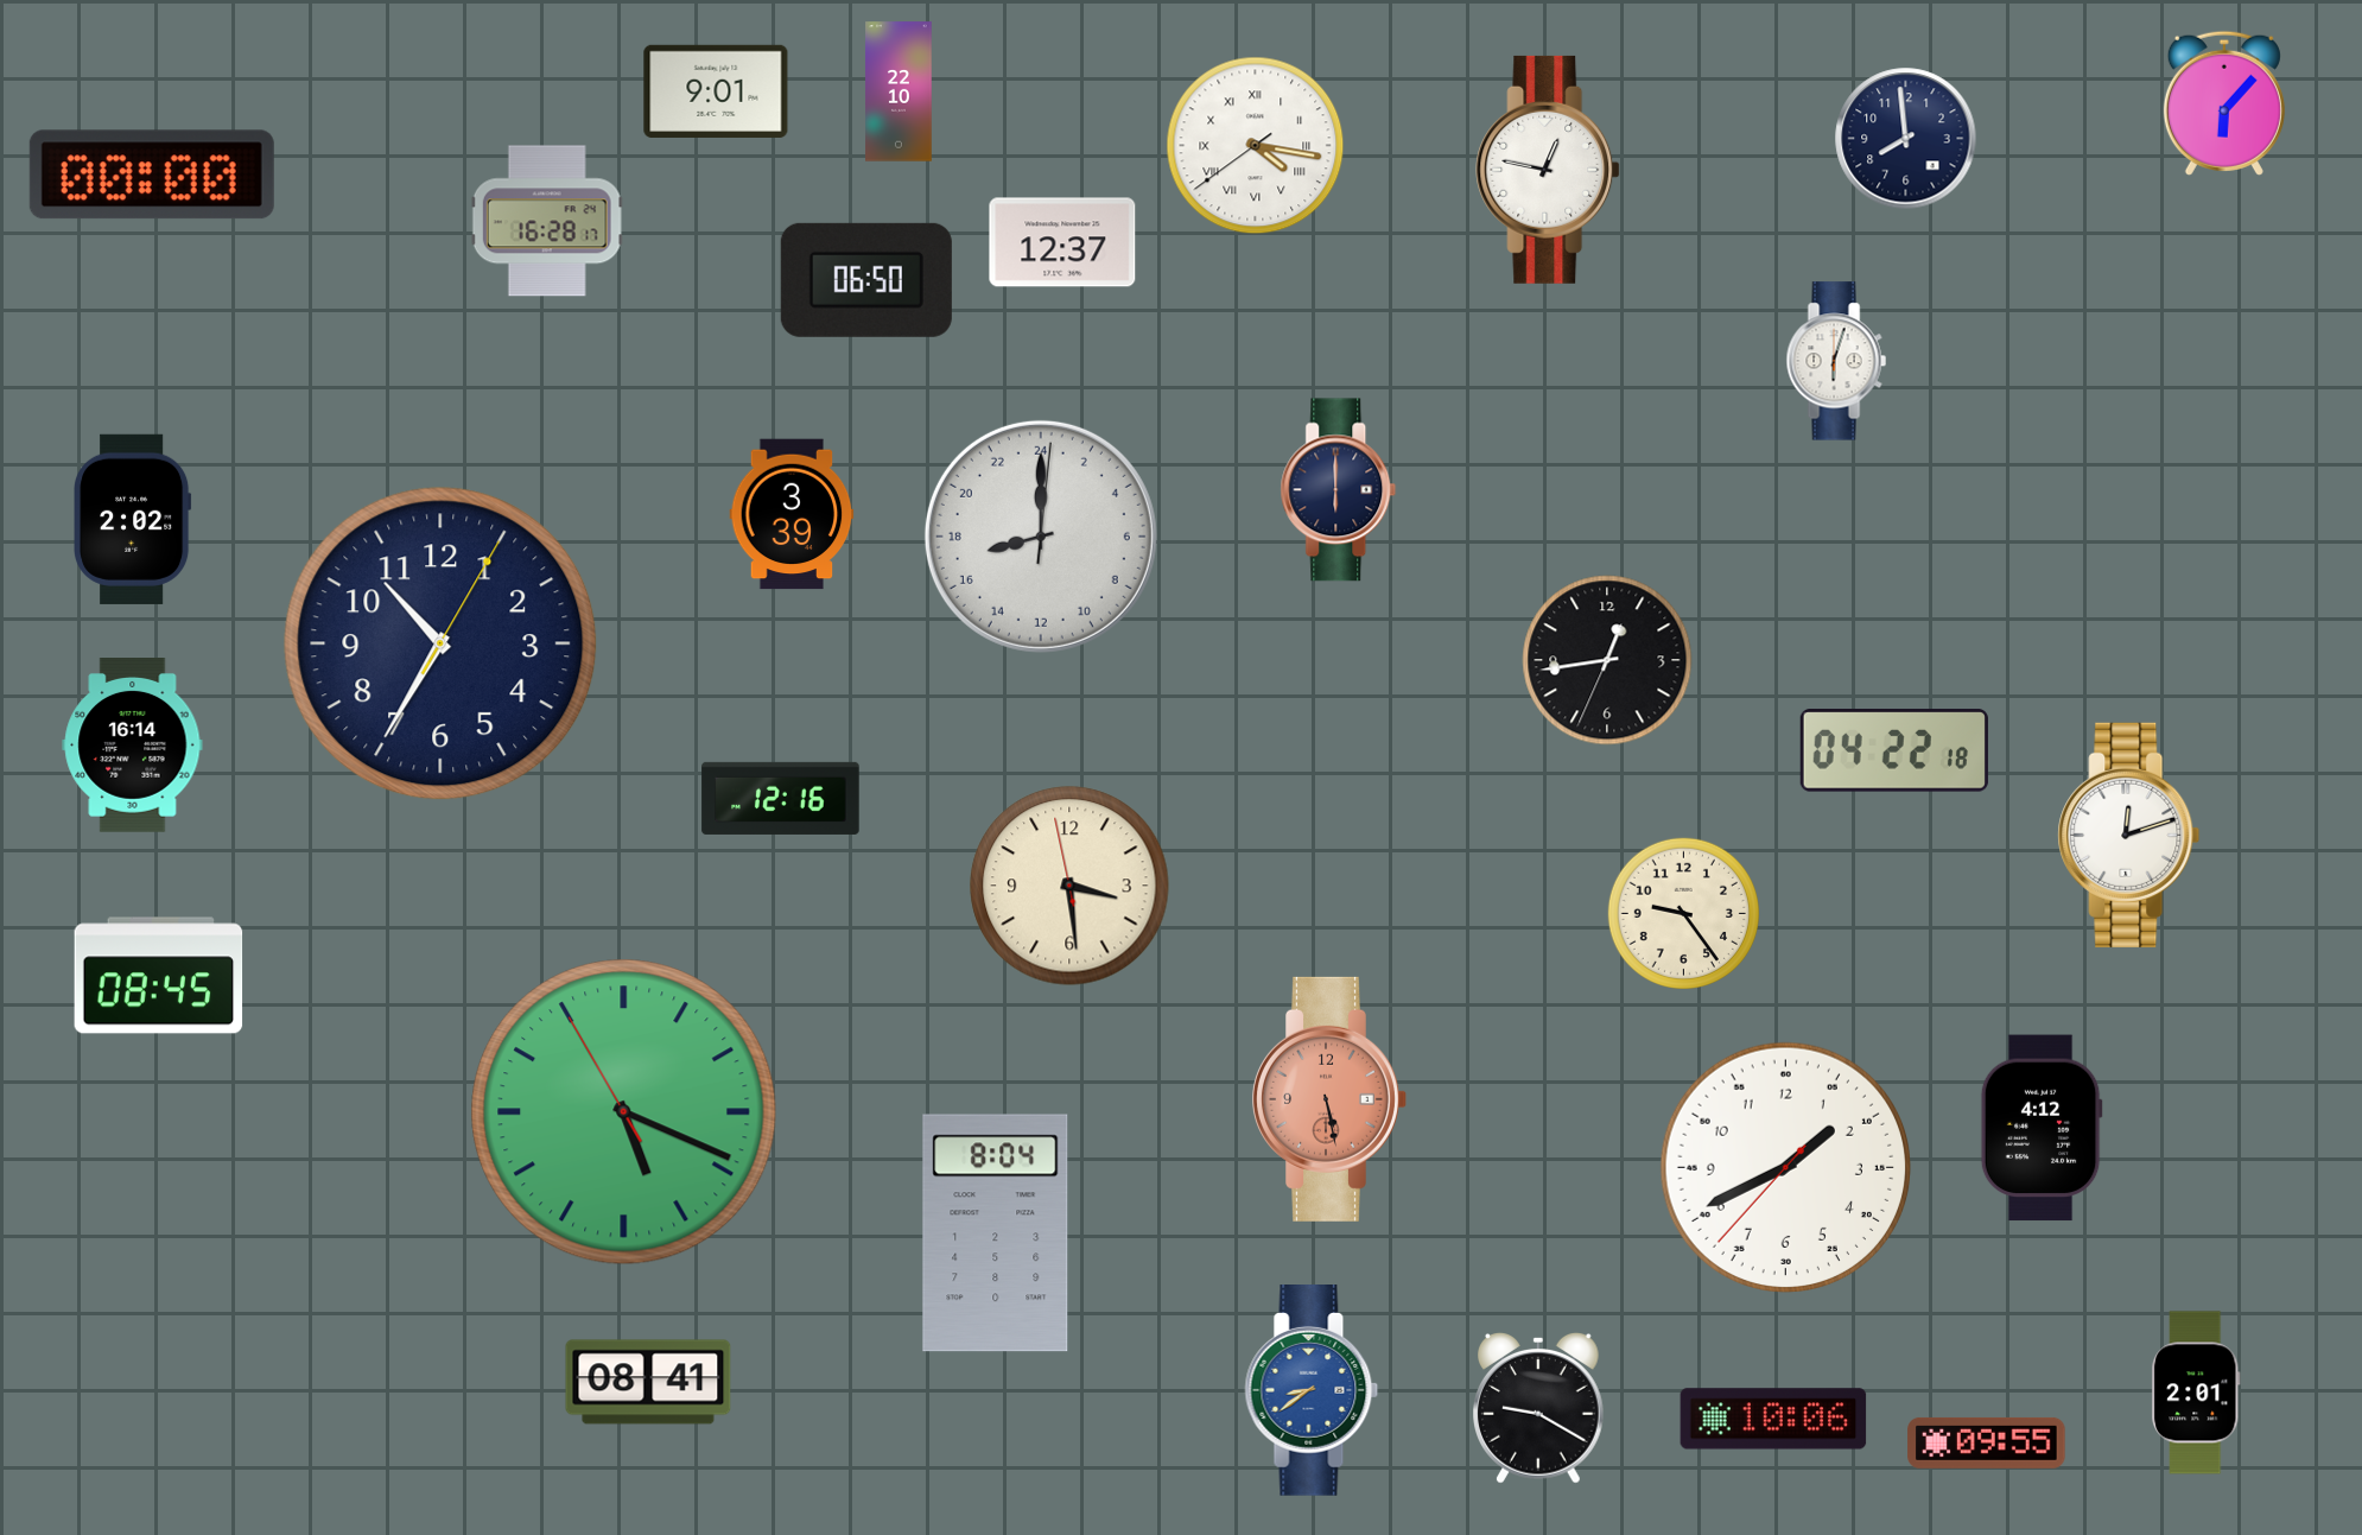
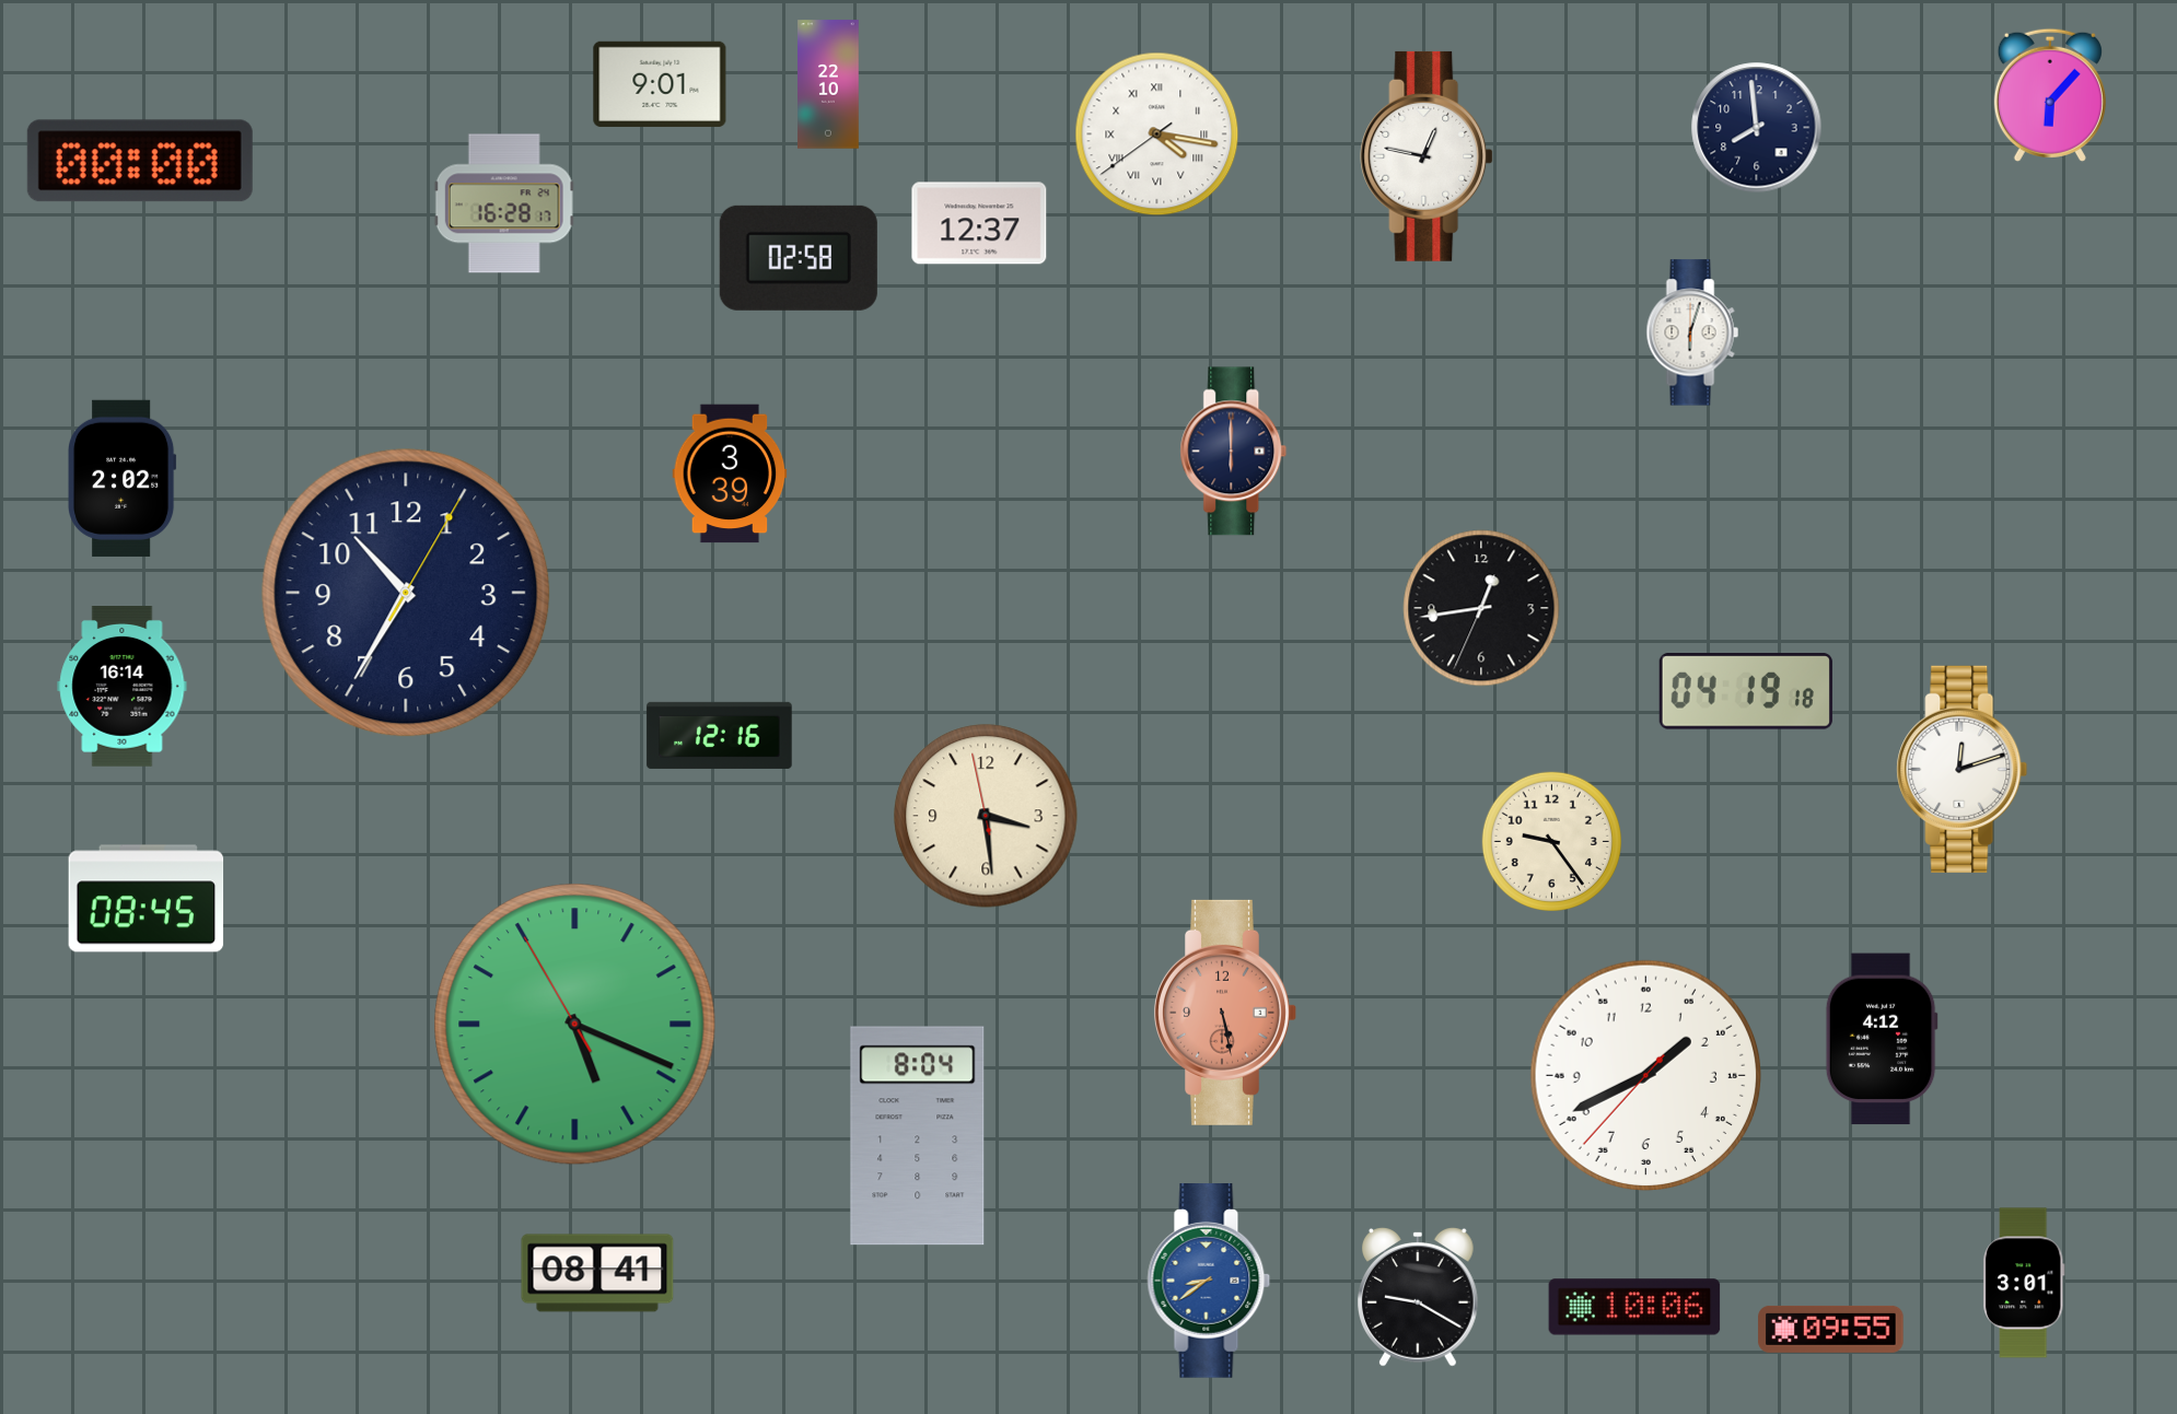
clock at (866, 280): 06:50 -> 02:58
clock at (1041, 537): 17:00 -> none
clock at (1894, 750): 04:22 -> 04:19
clock at (2197, 1393): 2:01 -> 3:01
